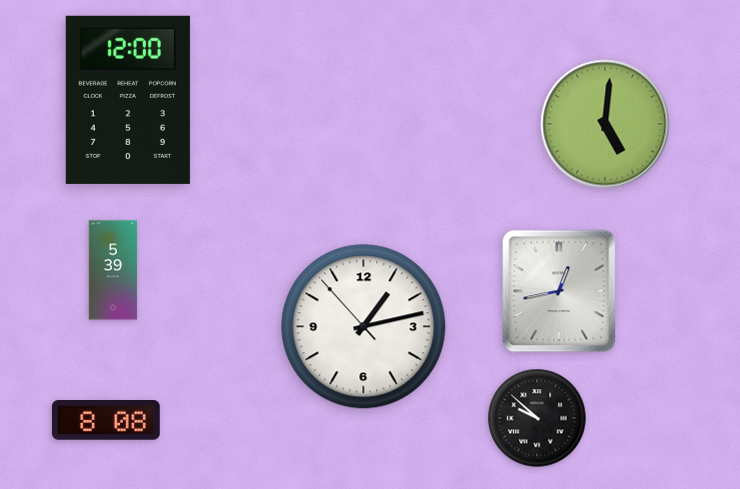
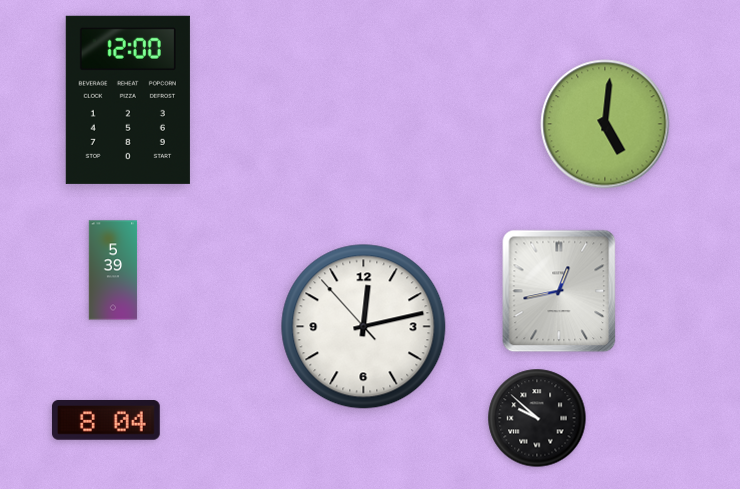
clock at (364, 327): 1:12 -> 12:12
clock at (106, 421): 8:08 -> 8:04
